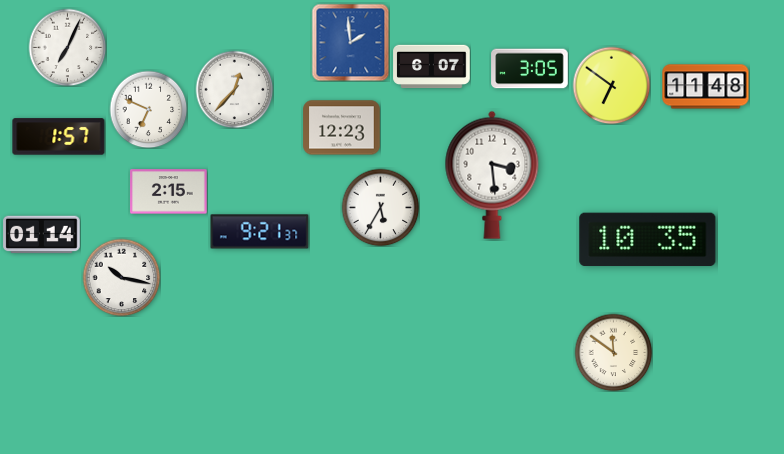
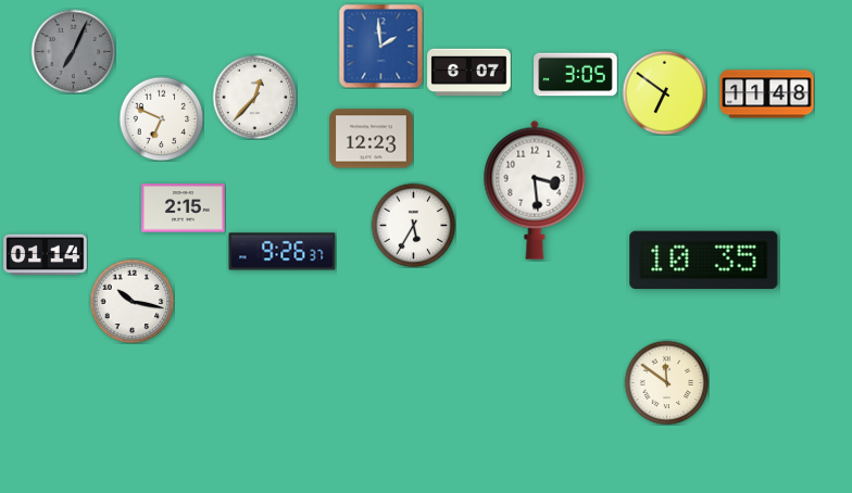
clock at (67, 47) dial: white -> grey
clock at (59, 137): 1:57 -> none
clock at (260, 232): 9:21 -> 9:26
